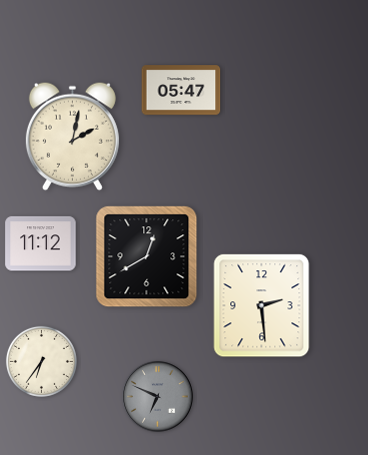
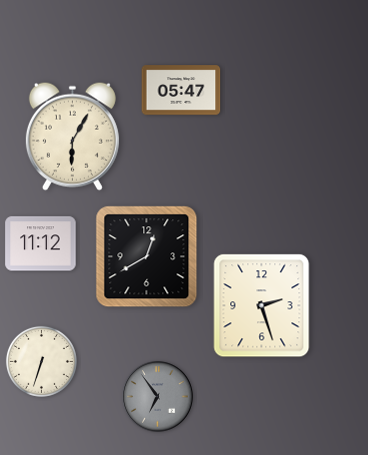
clock at (72, 136): 2:02 -> 6:05
clock at (262, 306): 2:29 -> 2:27
clock at (41, 361): 6:36 -> 6:33
clock at (158, 397): 6:49 -> 6:54
